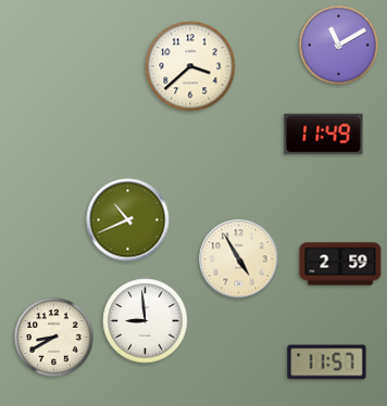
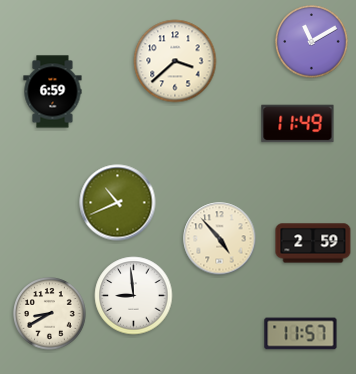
clock at (53, 92): none -> 6:59
clock at (239, 259): 4:55 -> 4:53
clock at (54, 338) position: (54, 338) -> (50, 314)
